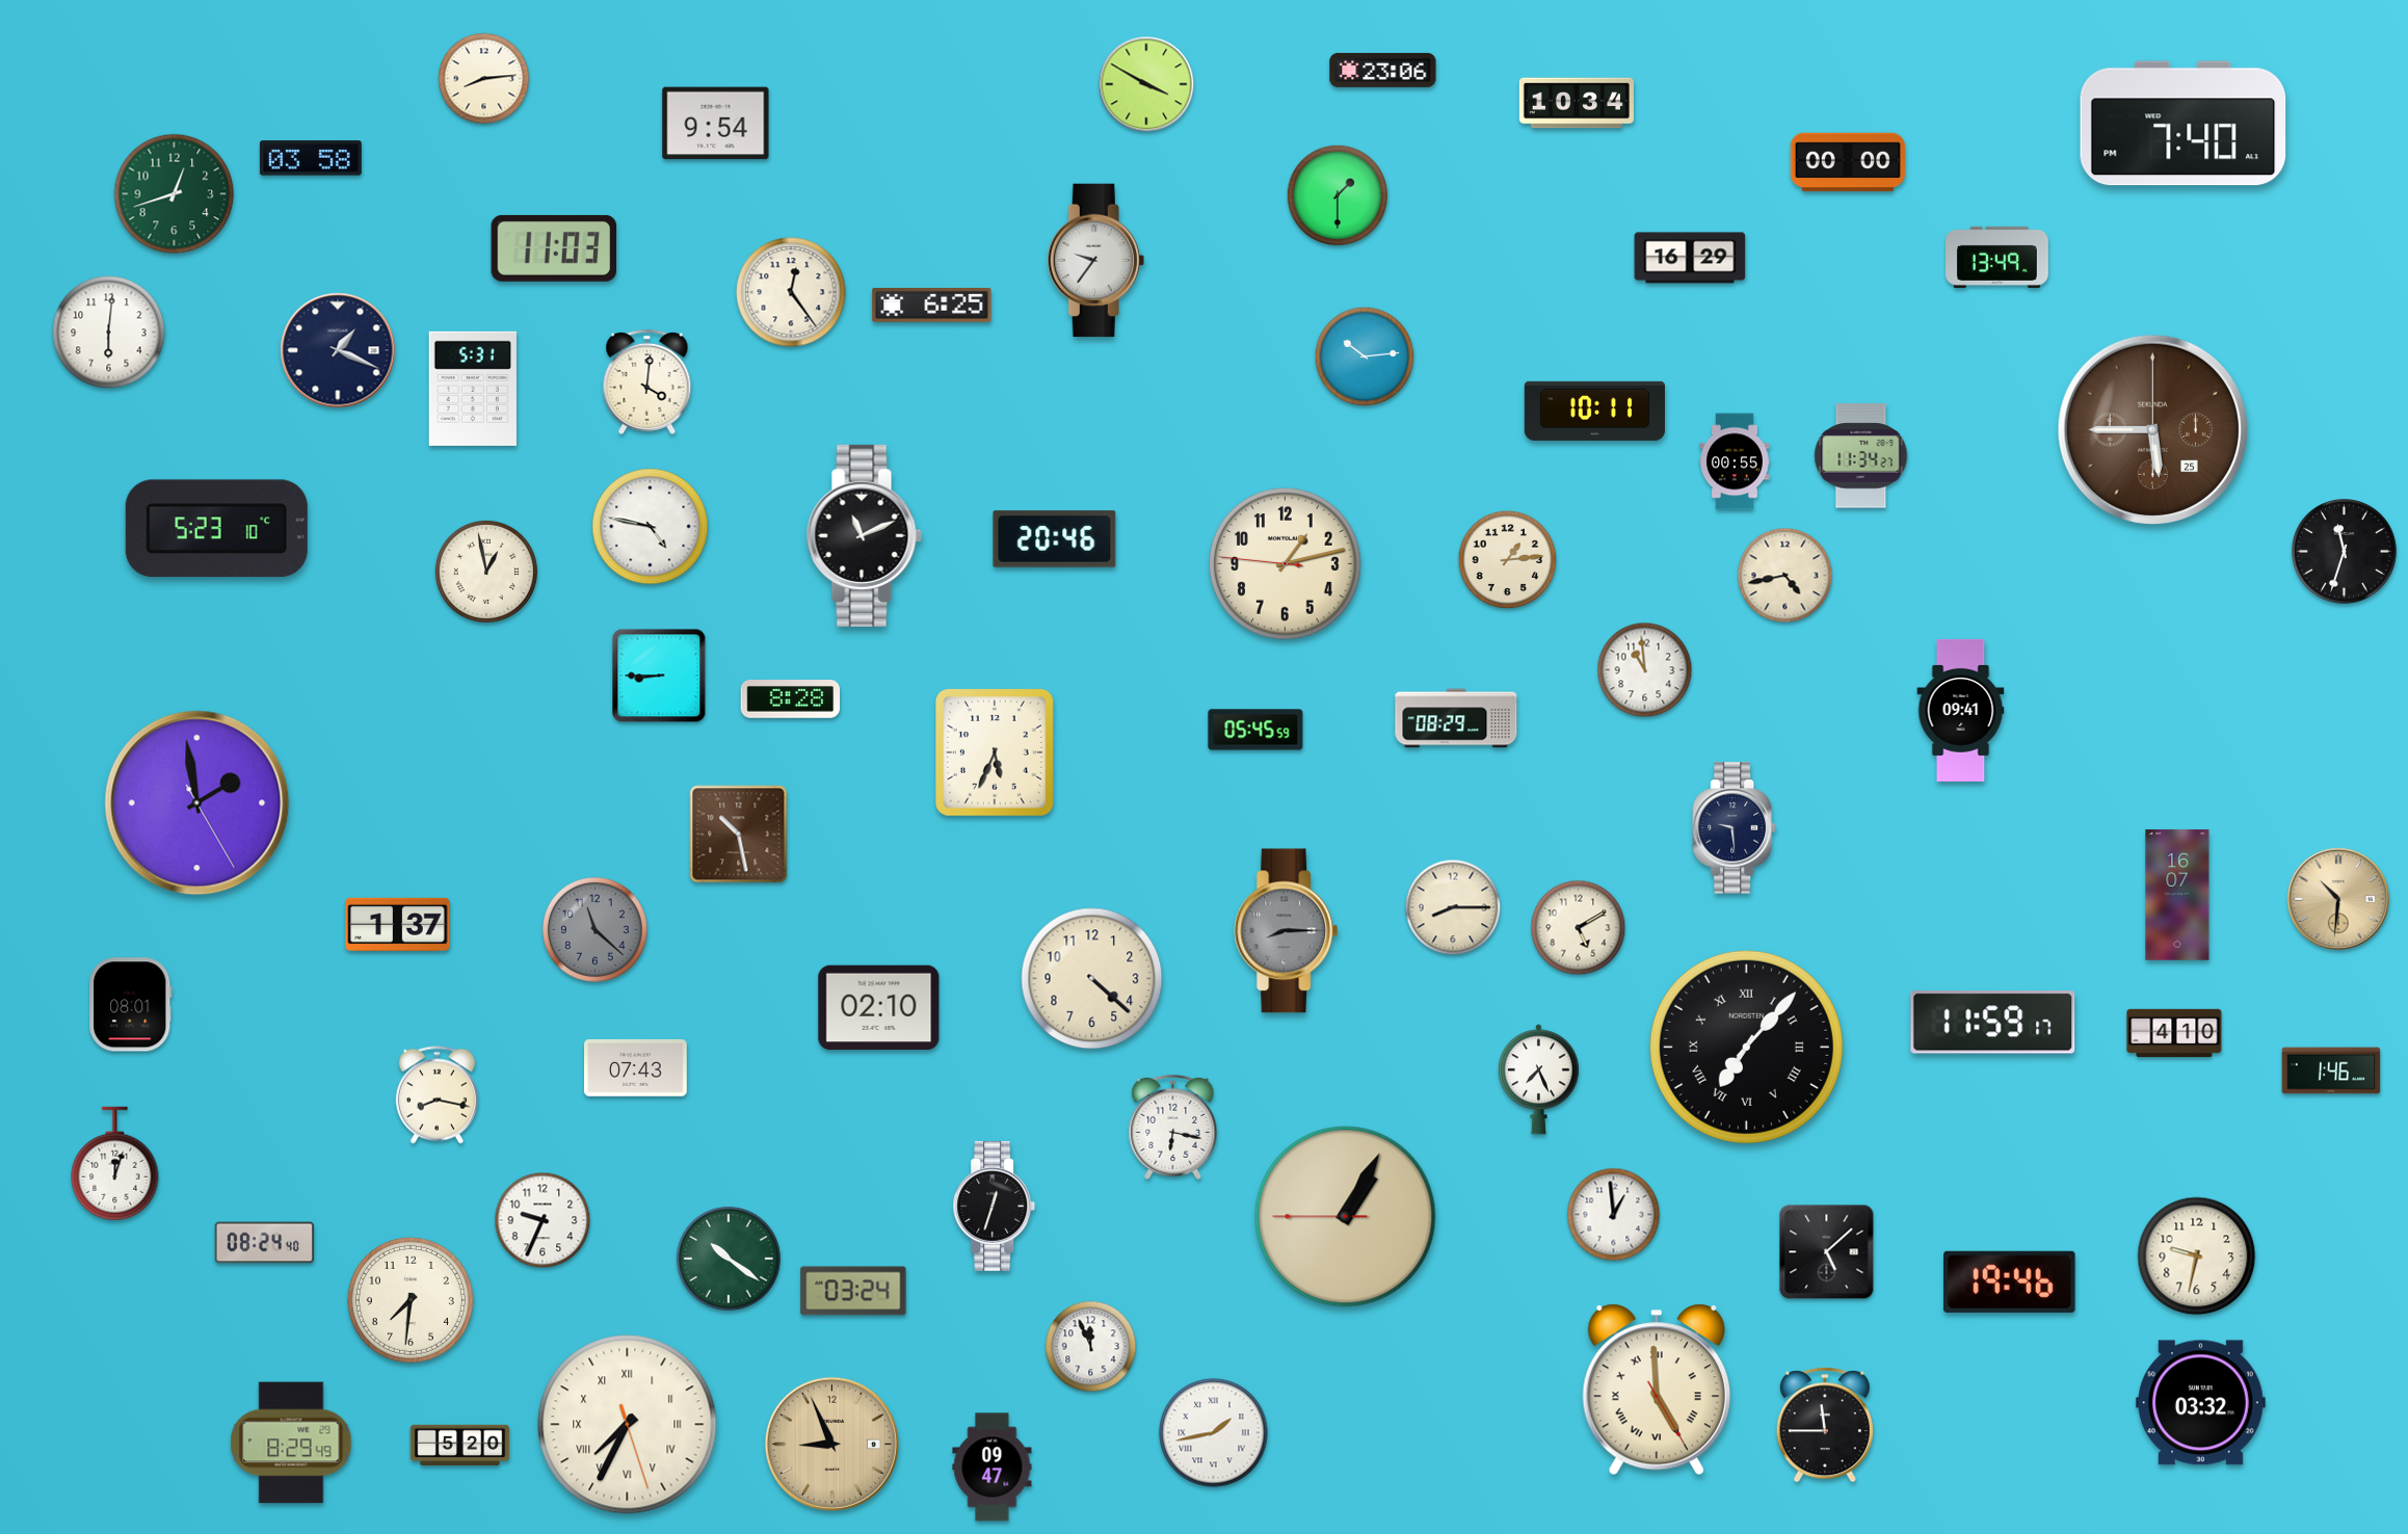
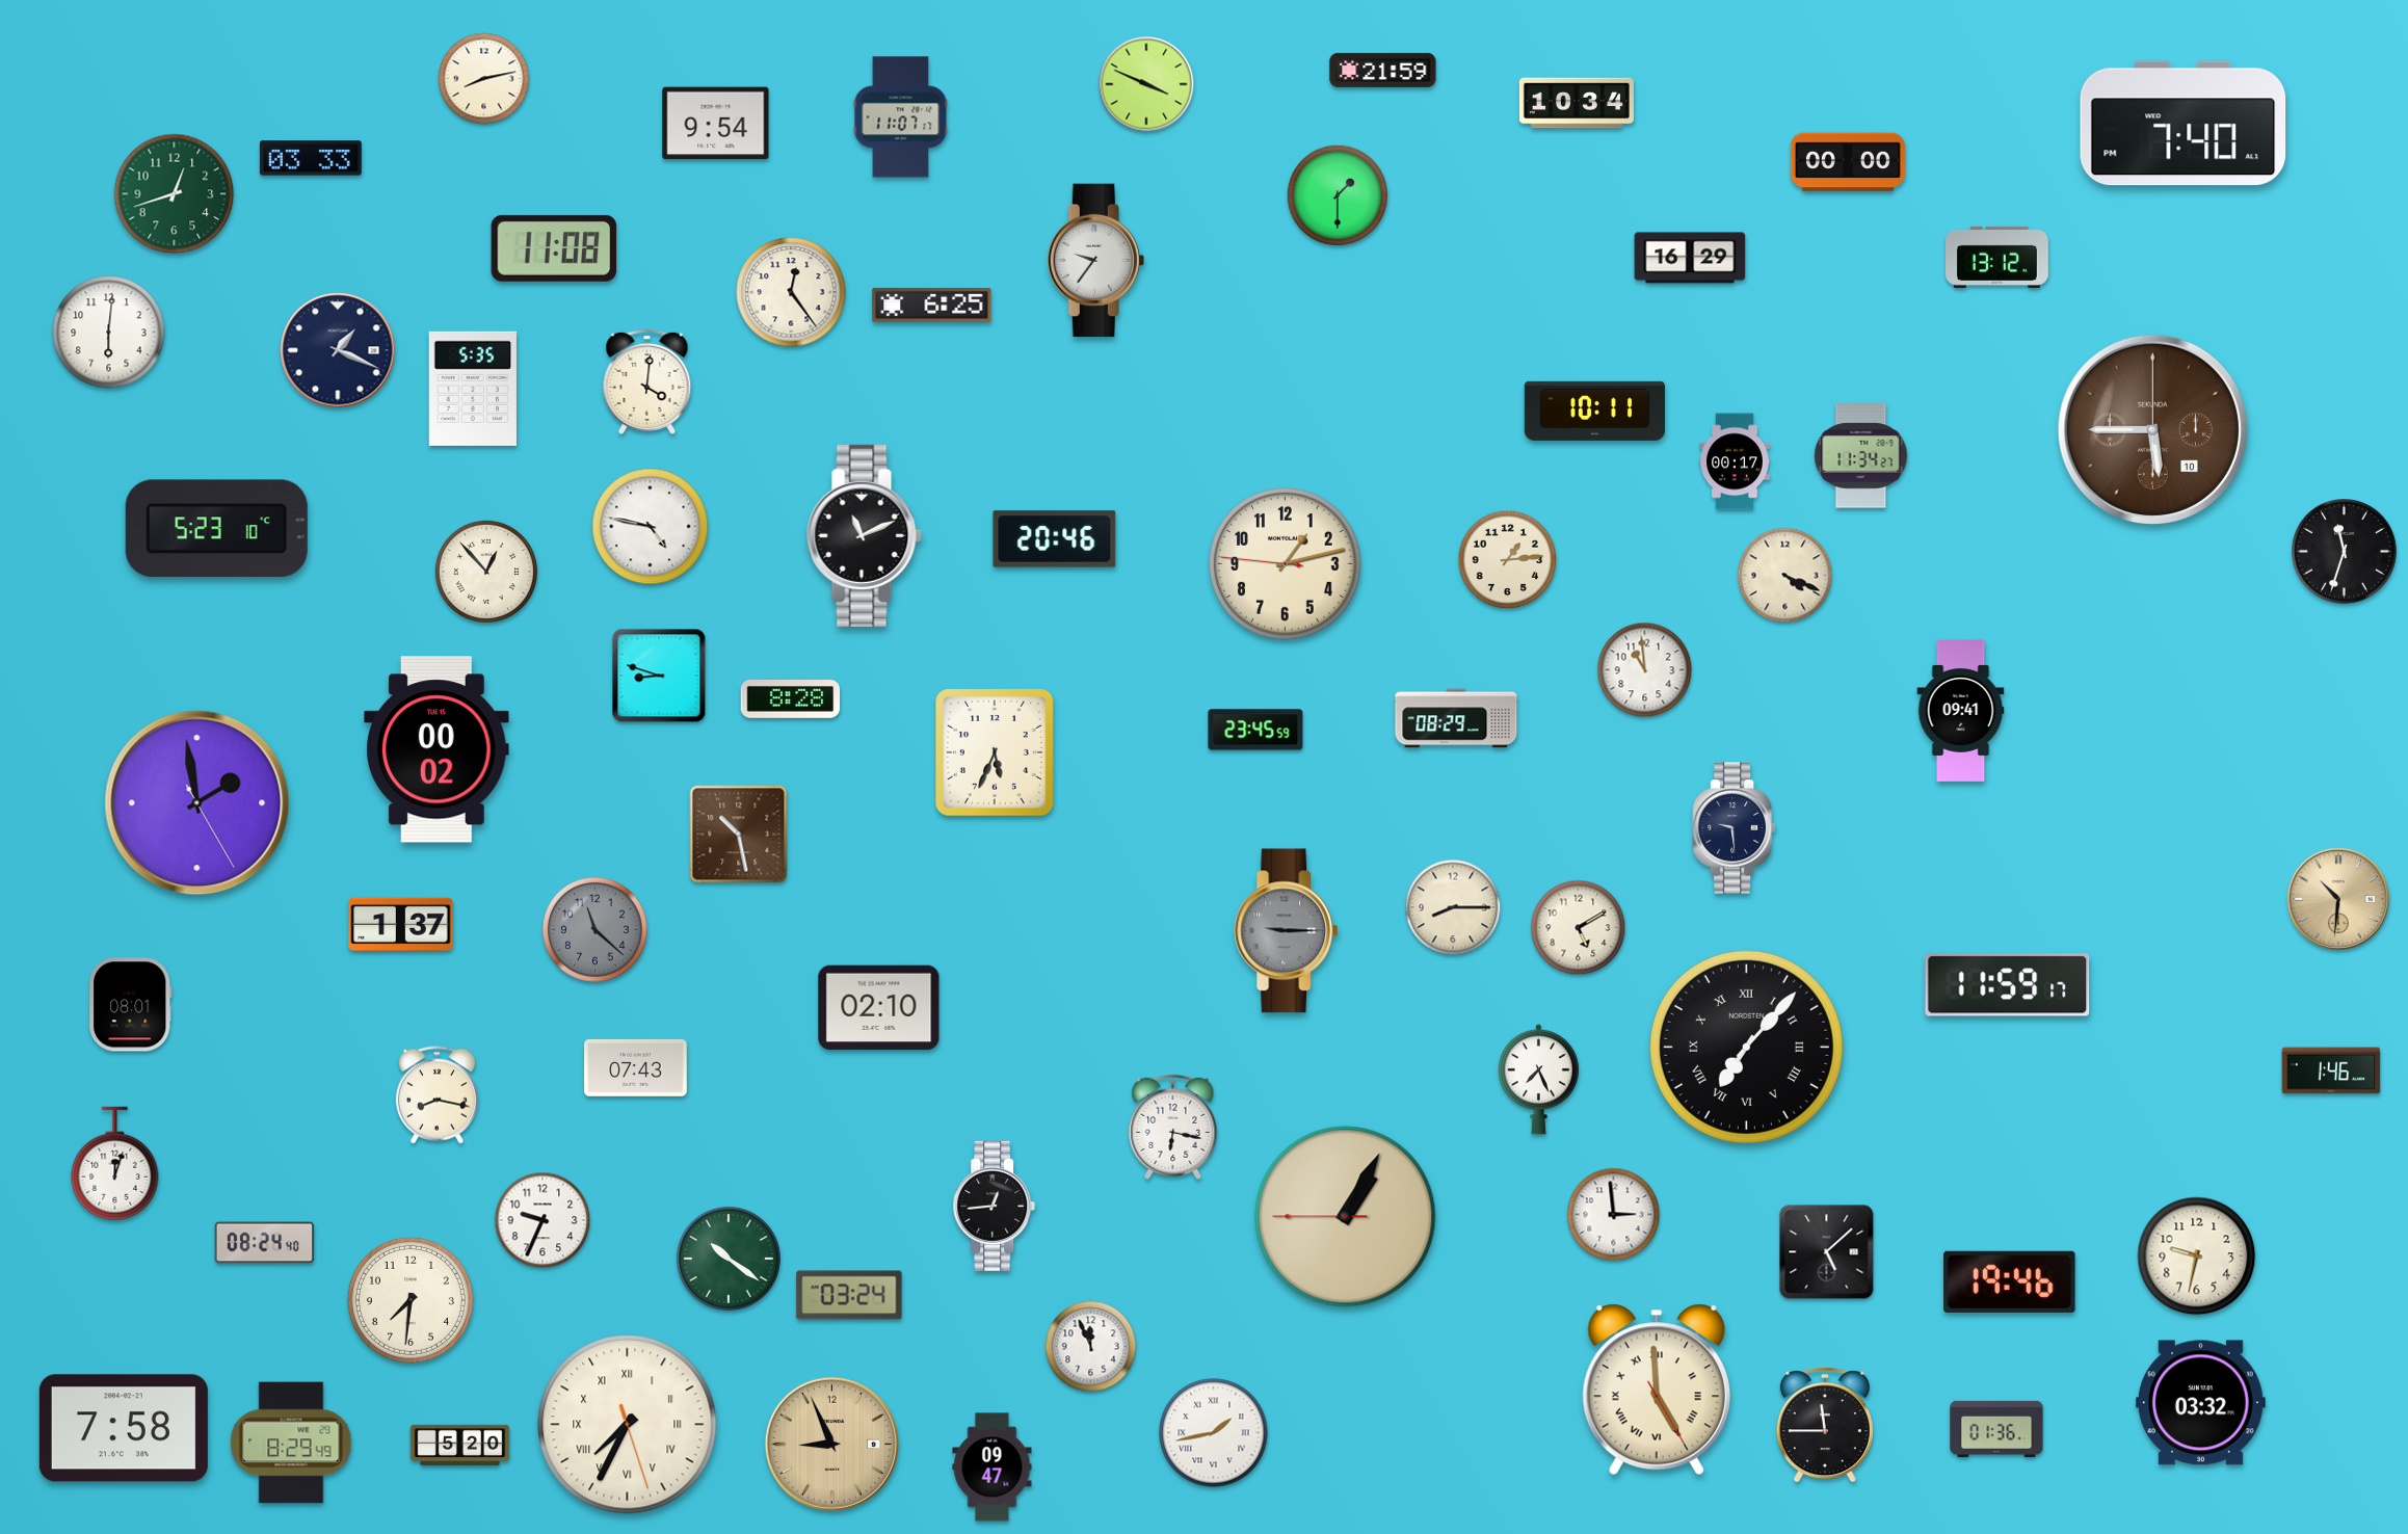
clock at (1383, 70): 23:06 -> 21:59
clock at (484, 79): 8:14 -> 8:13
clock at (1146, 84): 3:50 -> 3:49
clock at (901, 117): none -> 11:07
clock at (311, 158): 03:58 -> 03:33
clock at (554, 248): 11:03 -> 11:08
clock at (1997, 257): 13:49 -> 13:12
clock at (1365, 356): 10:14 -> none
clock at (473, 389): 5:31 -> 5:35
clock at (2152, 429) date: 25 -> 10
clock at (1736, 461): 00:55 -> 00:17
clock at (486, 572): 12:58 -> 12:53
clock at (1785, 576): 4:43 -> 4:19
clock at (659, 676): 8:45 -> 8:48
clock at (1255, 730): 05:45 -> 23:45
clock at (436, 749): none -> 00:02
clock at (2177, 895): 16:07 -> none
clock at (398, 924) position: (398, 924) -> (401, 924)
clock at (1287, 931): 8:15 -> 9:15
clock at (1092, 979): 4:22 -> none
clock at (1993, 1023) position: (1993, 1023) -> (2008, 985)
clock at (2174, 1033): 4:10 -> none
clock at (995, 1207): 12:33 -> 12:44
clock at (1614, 1215): 12:59 -> 2:59
clock at (853, 1291) position: (853, 1291) -> (849, 1295)
clock at (124, 1428): none -> 7:58
clock at (1996, 1429): none -> 01:36
